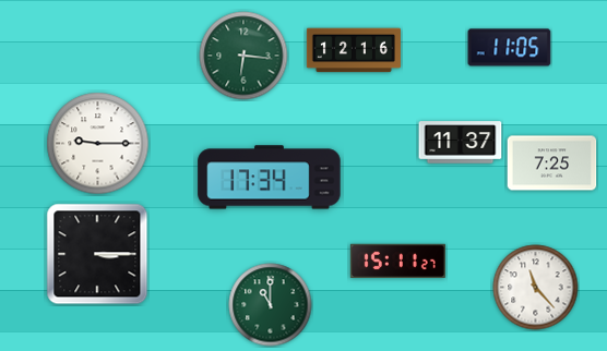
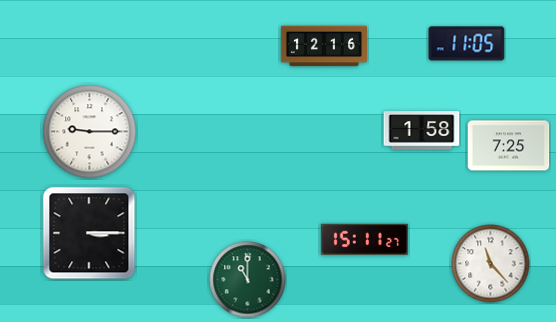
clock at (243, 56): 6:16 -> none
clock at (461, 143): 11:37 -> 1:58
clock at (552, 164) position: (552, 164) -> (509, 146)
clock at (270, 178): 17:34 -> none
